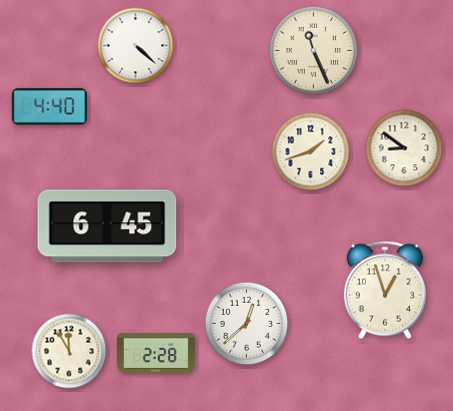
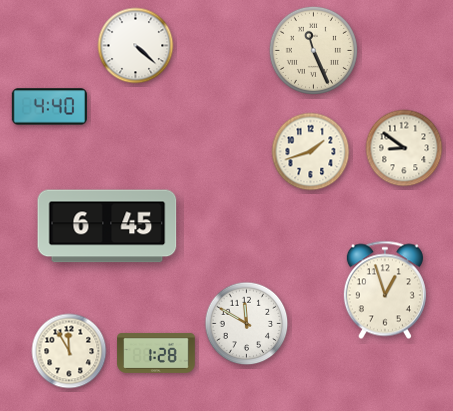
clock at (247, 324): 12:38 -> 11:50
clock at (156, 353): 2:28 -> 1:28
